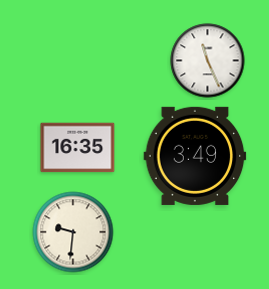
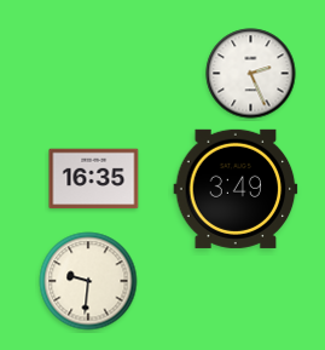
clock at (208, 61): 11:26 -> 2:26
